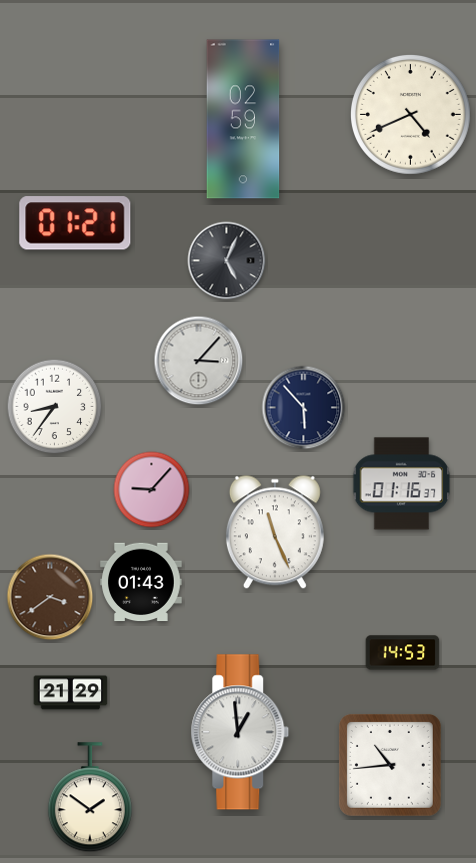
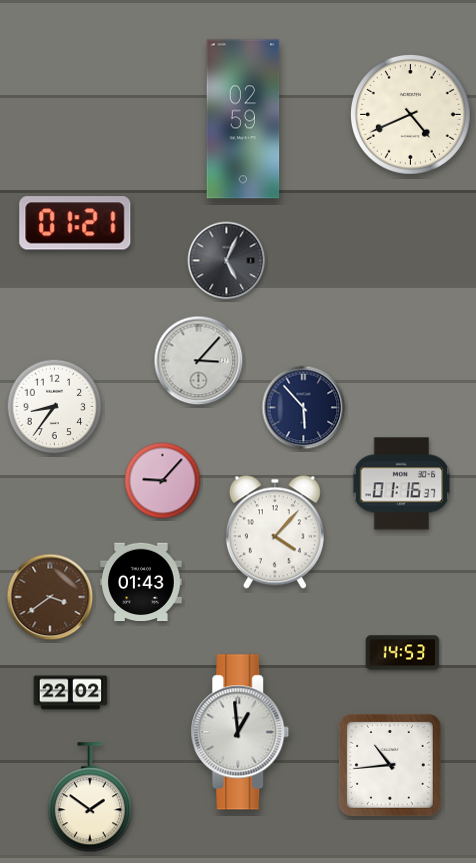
clock at (152, 490) position: (152, 490) -> (163, 481)
clock at (275, 532): 11:26 -> 4:07
clock at (71, 693): 21:29 -> 22:02
